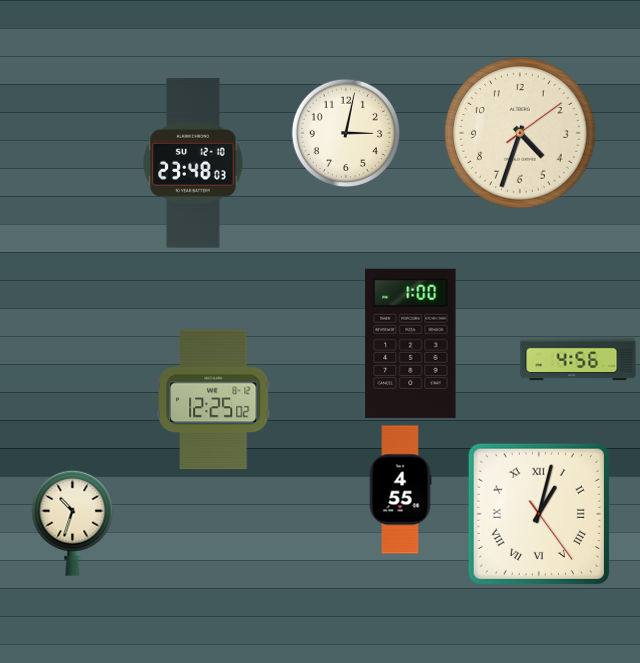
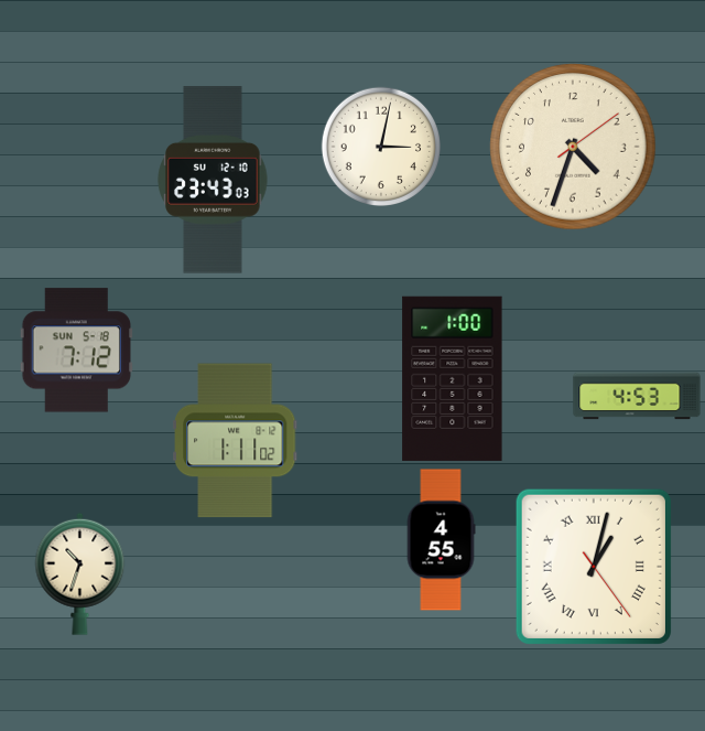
clock at (193, 163): 23:48 -> 23:43
clock at (76, 351): none -> 7:12
clock at (578, 359): 4:56 -> 4:53
clock at (214, 400): 12:25 -> 1:11
